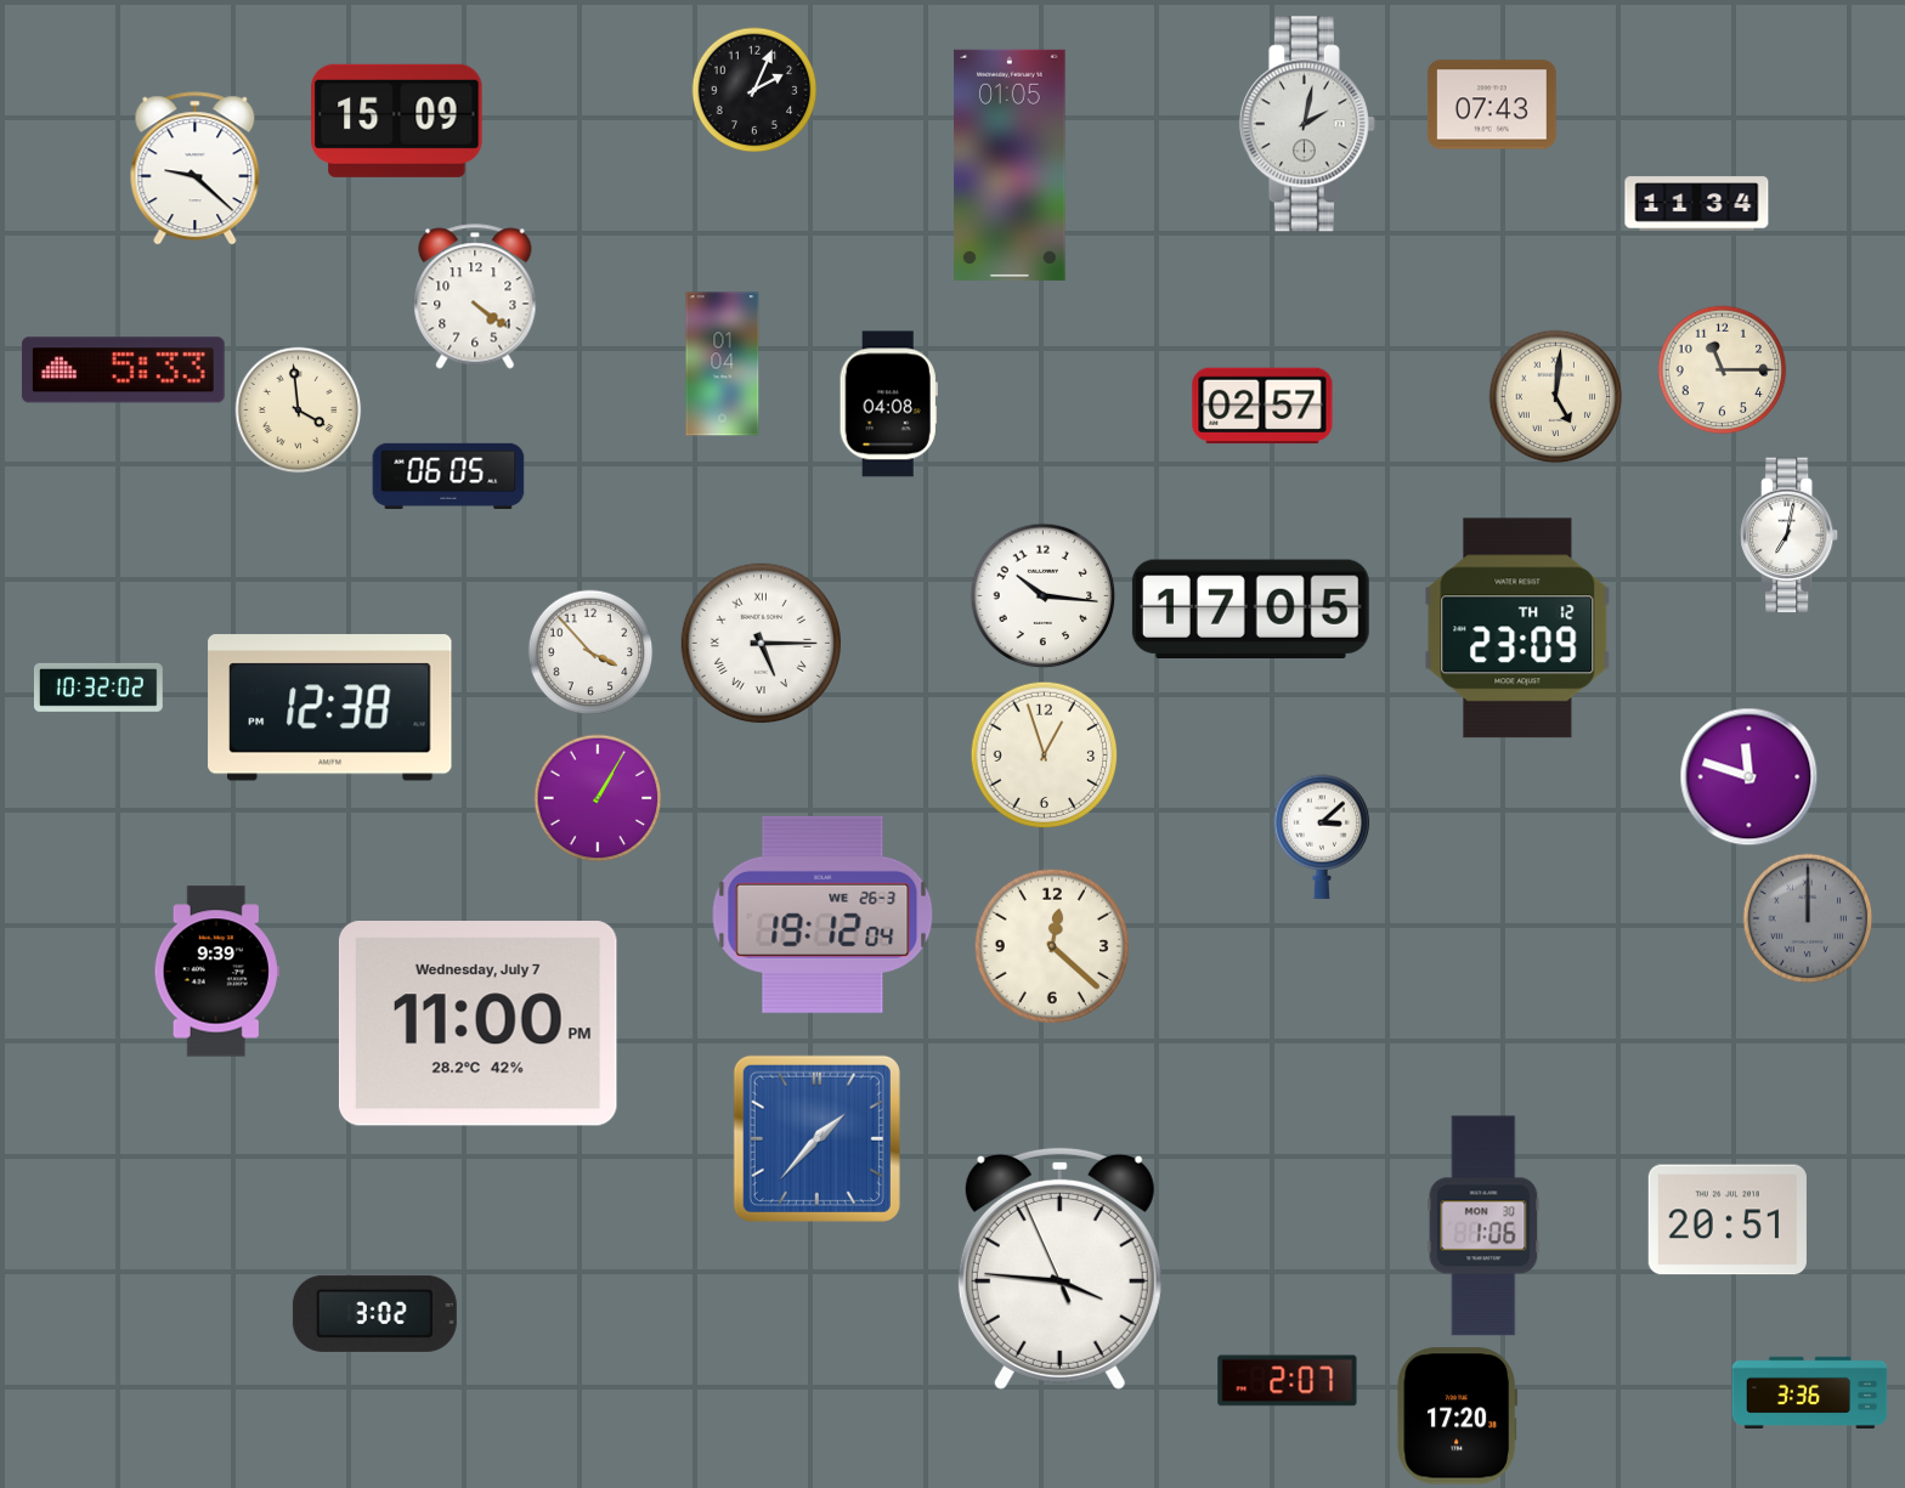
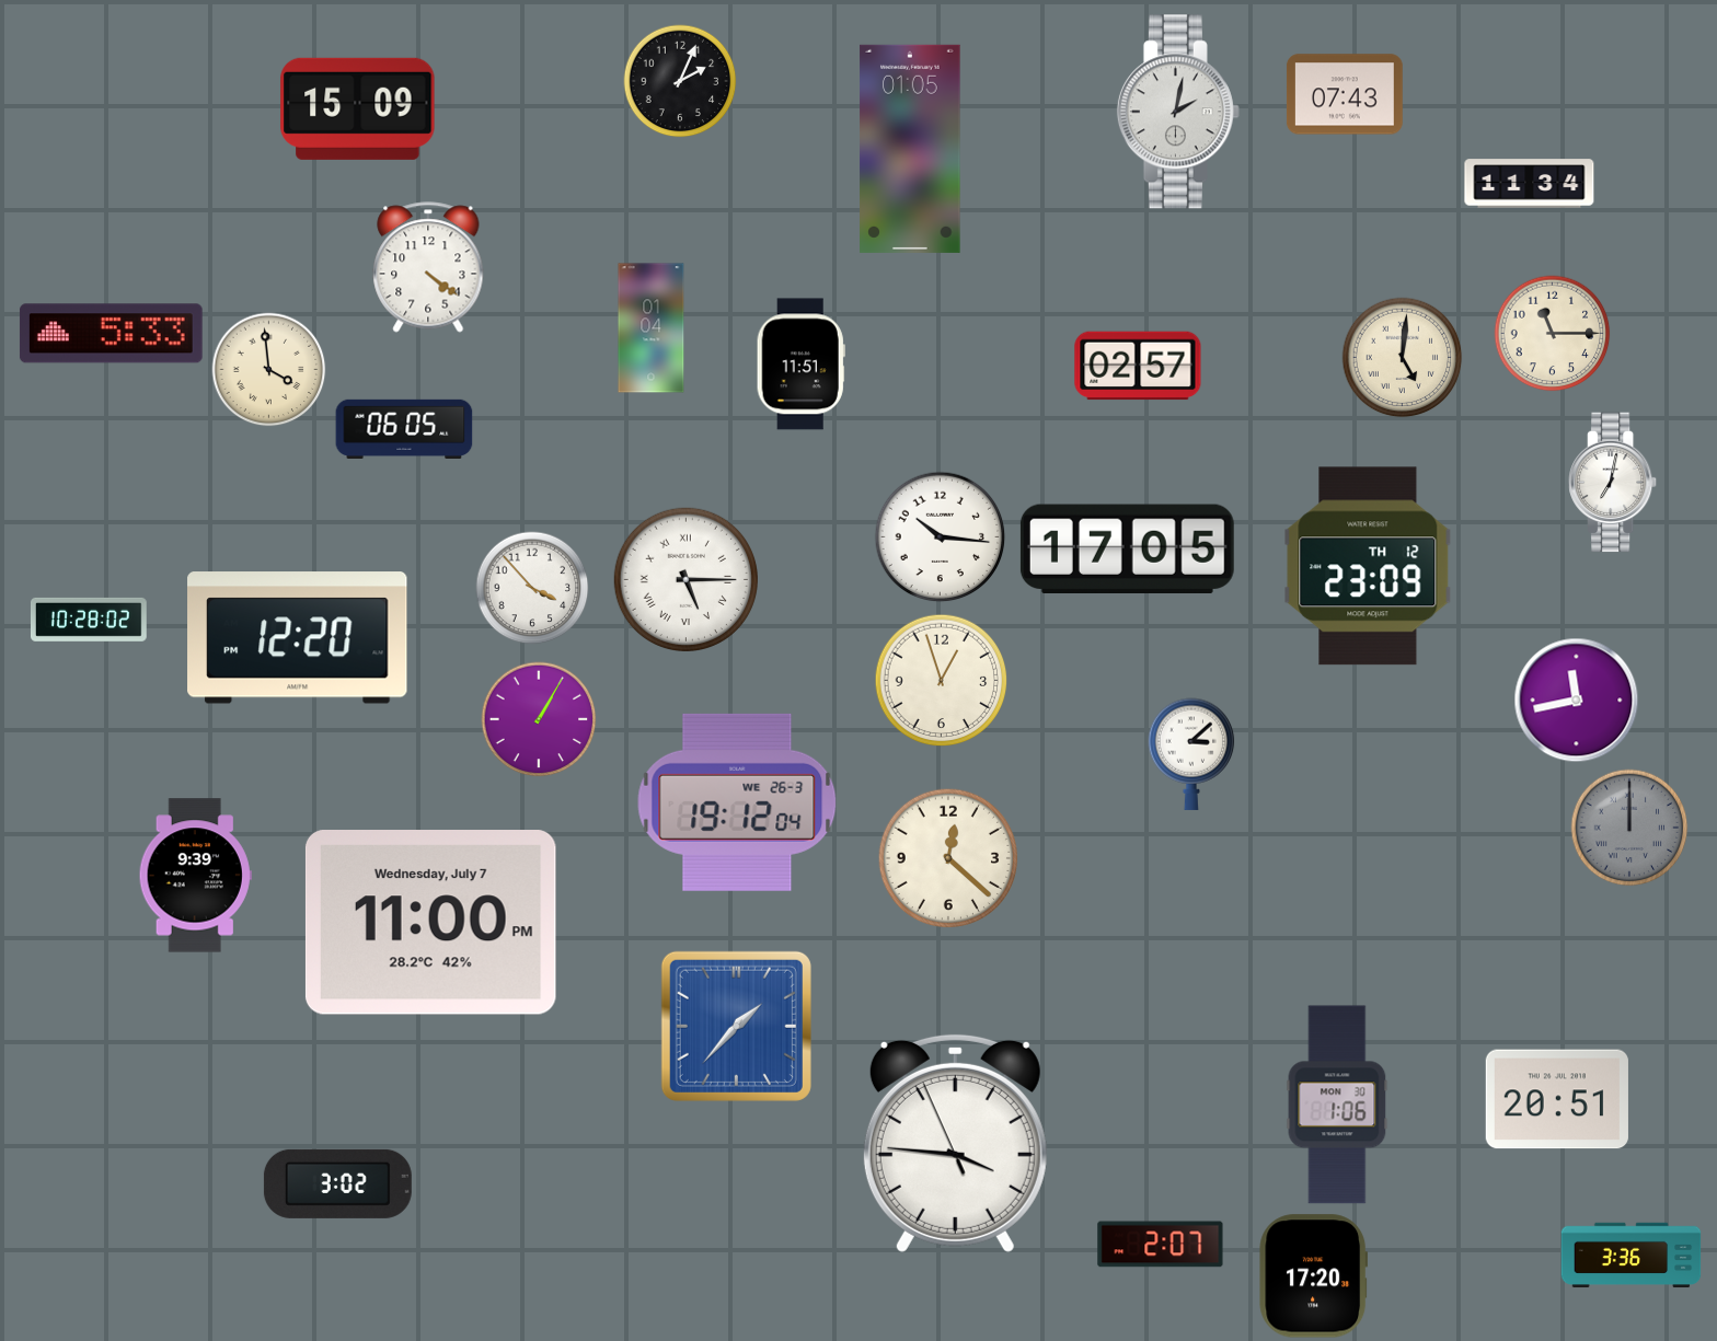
clock at (196, 169): 9:22 -> none
clock at (888, 404): 04:08 -> 11:51
clock at (98, 688): 10:32 -> 10:28
clock at (330, 708): 12:38 -> 12:20
clock at (1749, 777): 11:48 -> 11:43
clock at (823, 915) position: (823, 915) -> (737, 802)
clock at (1051, 945) position: (1051, 945) -> (947, 857)
